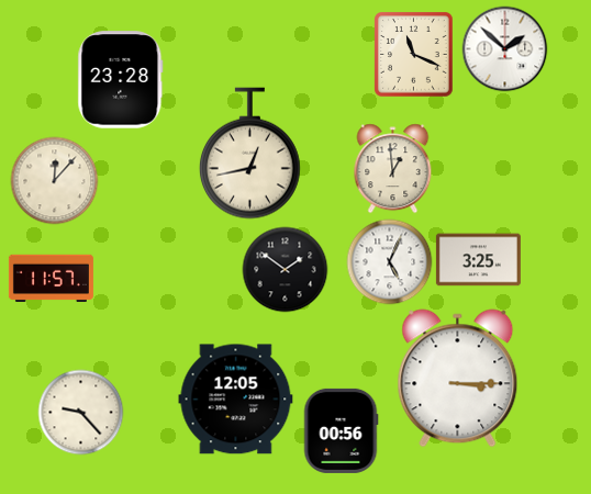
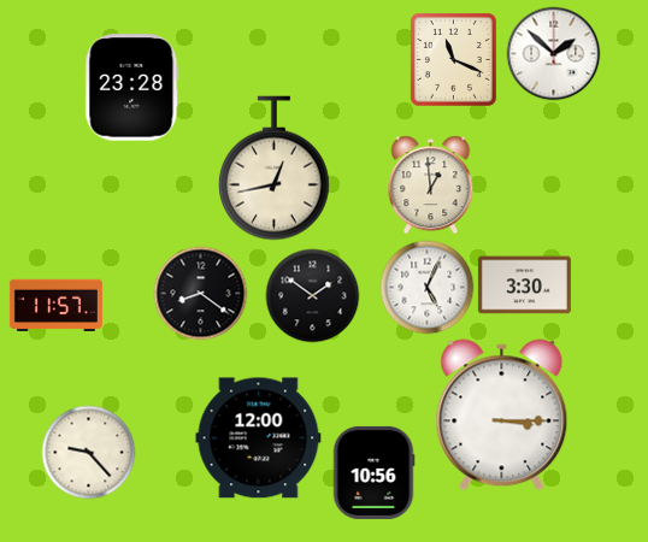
clock at (54, 180): 12:07 -> none
clock at (478, 260): 3:25 -> 3:30
clock at (200, 293): none -> 8:21
clock at (236, 400): 12:05 -> 12:00
clock at (341, 430): 00:56 -> 10:56
